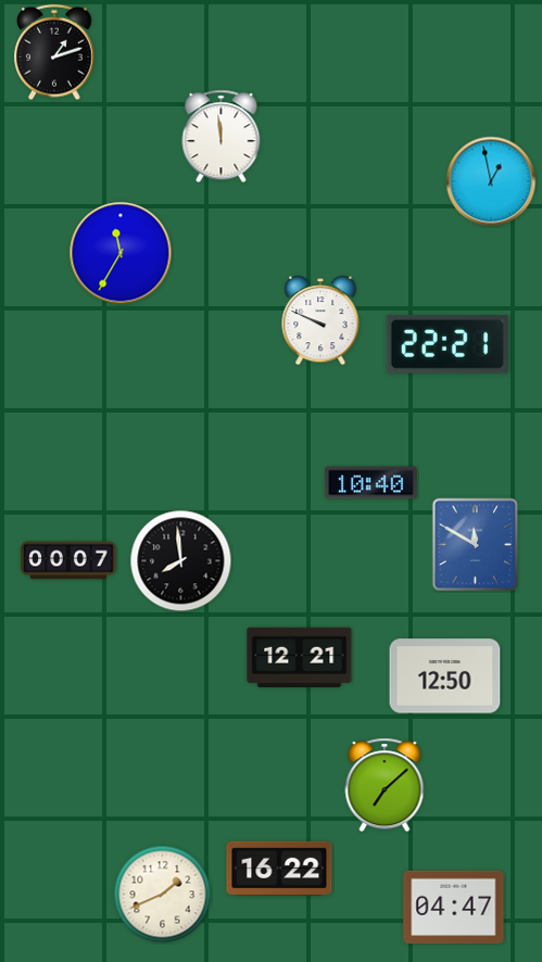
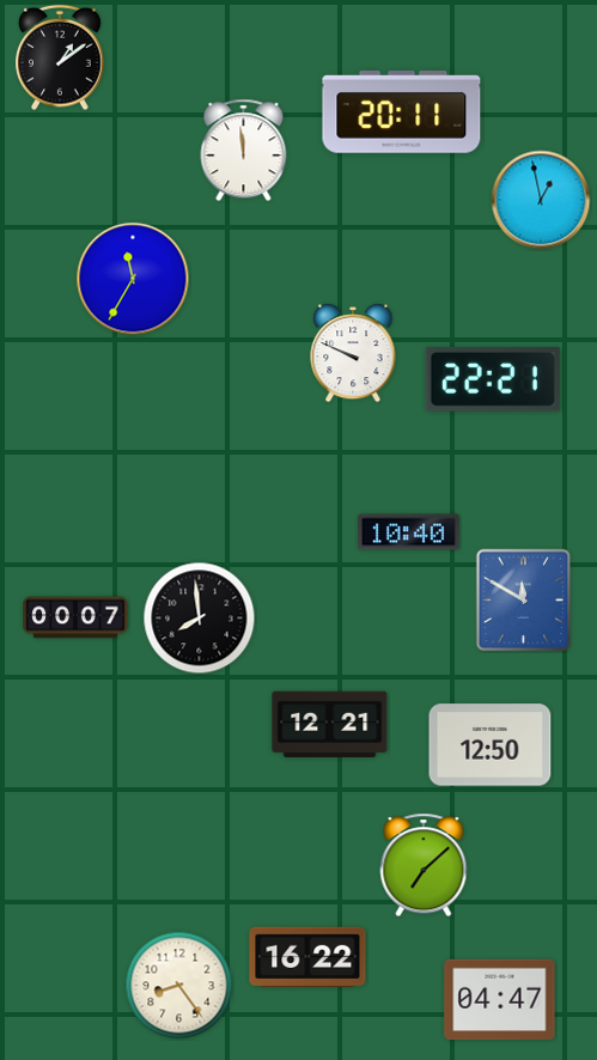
clock at (54, 52): 1:12 -> 1:09
clock at (402, 112): none -> 20:11
clock at (163, 895): 1:41 -> 8:24
